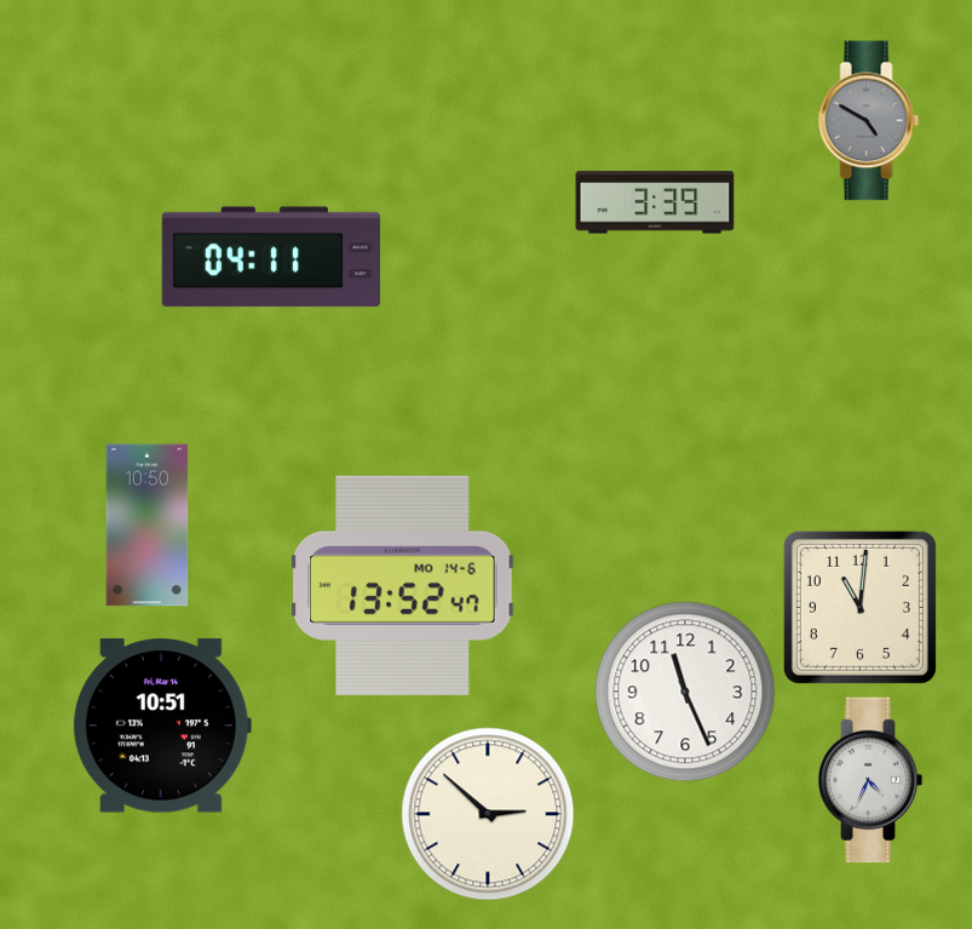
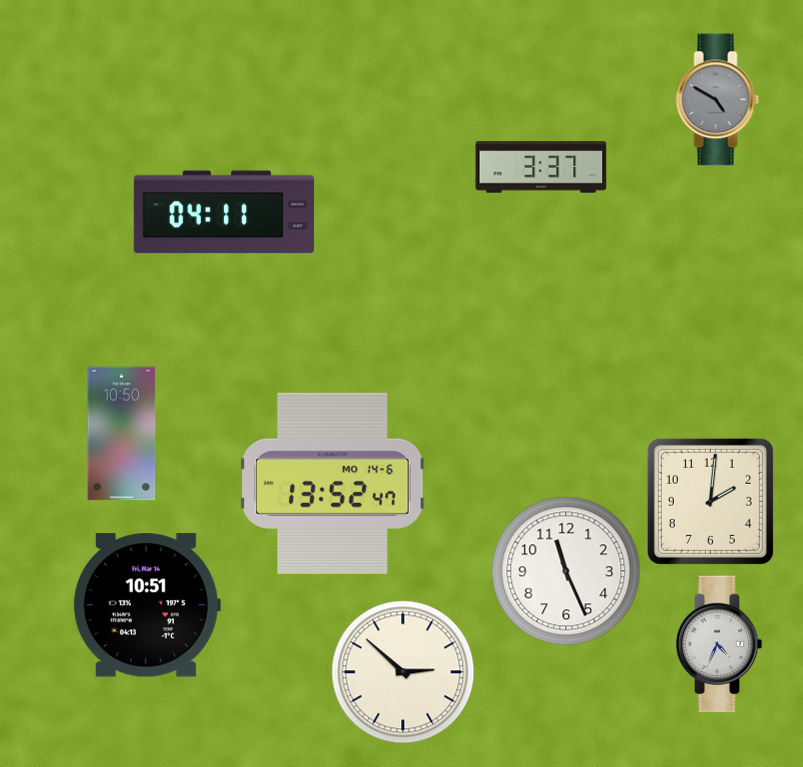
clock at (655, 202): 3:39 -> 3:37
clock at (859, 607): 11:01 -> 2:01
clock at (162, 726) position: (162, 726) -> (147, 605)
